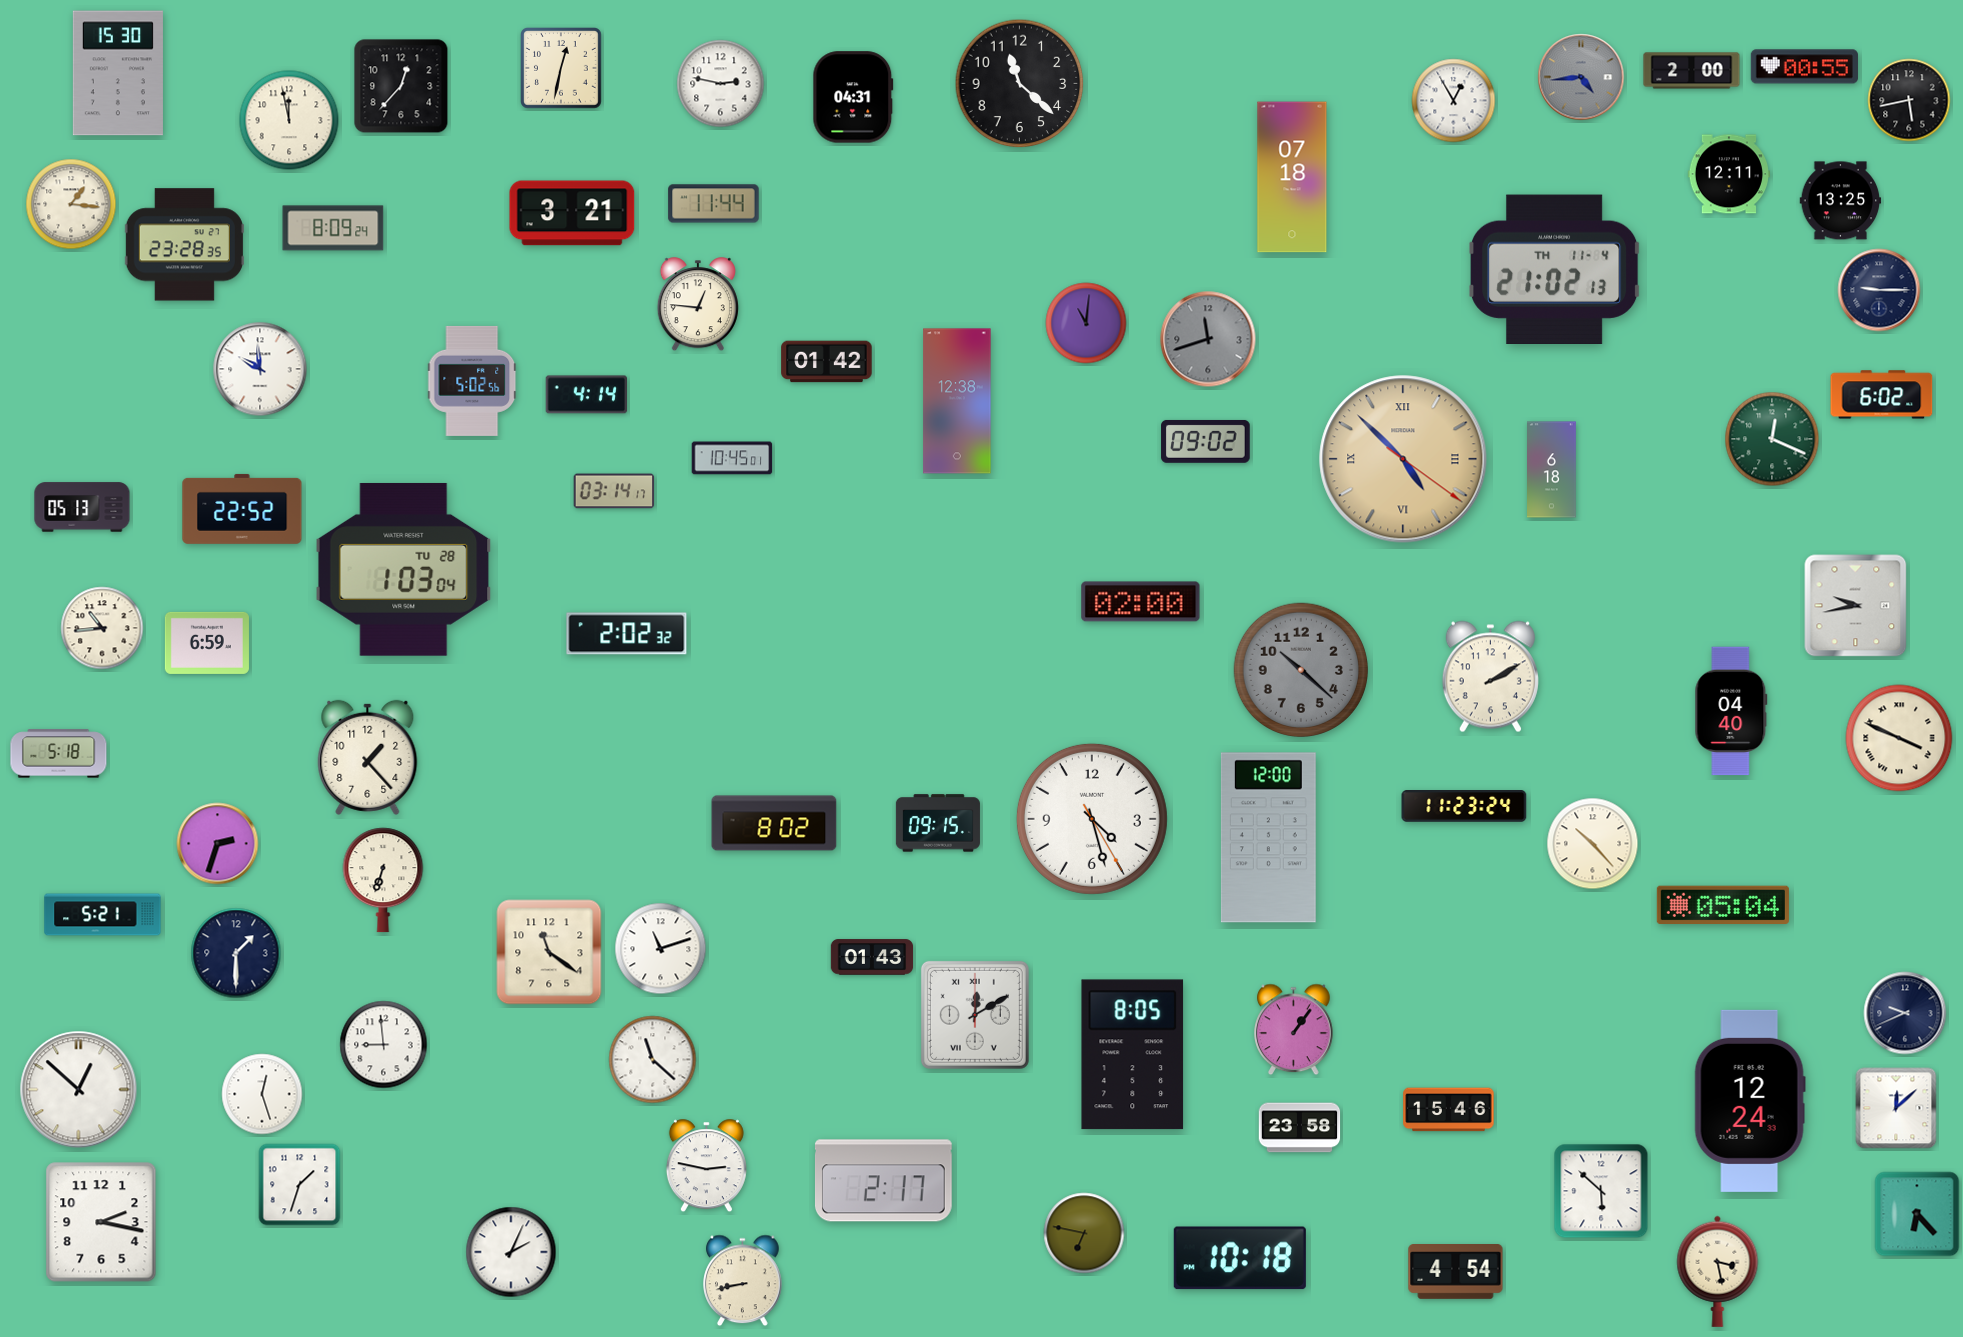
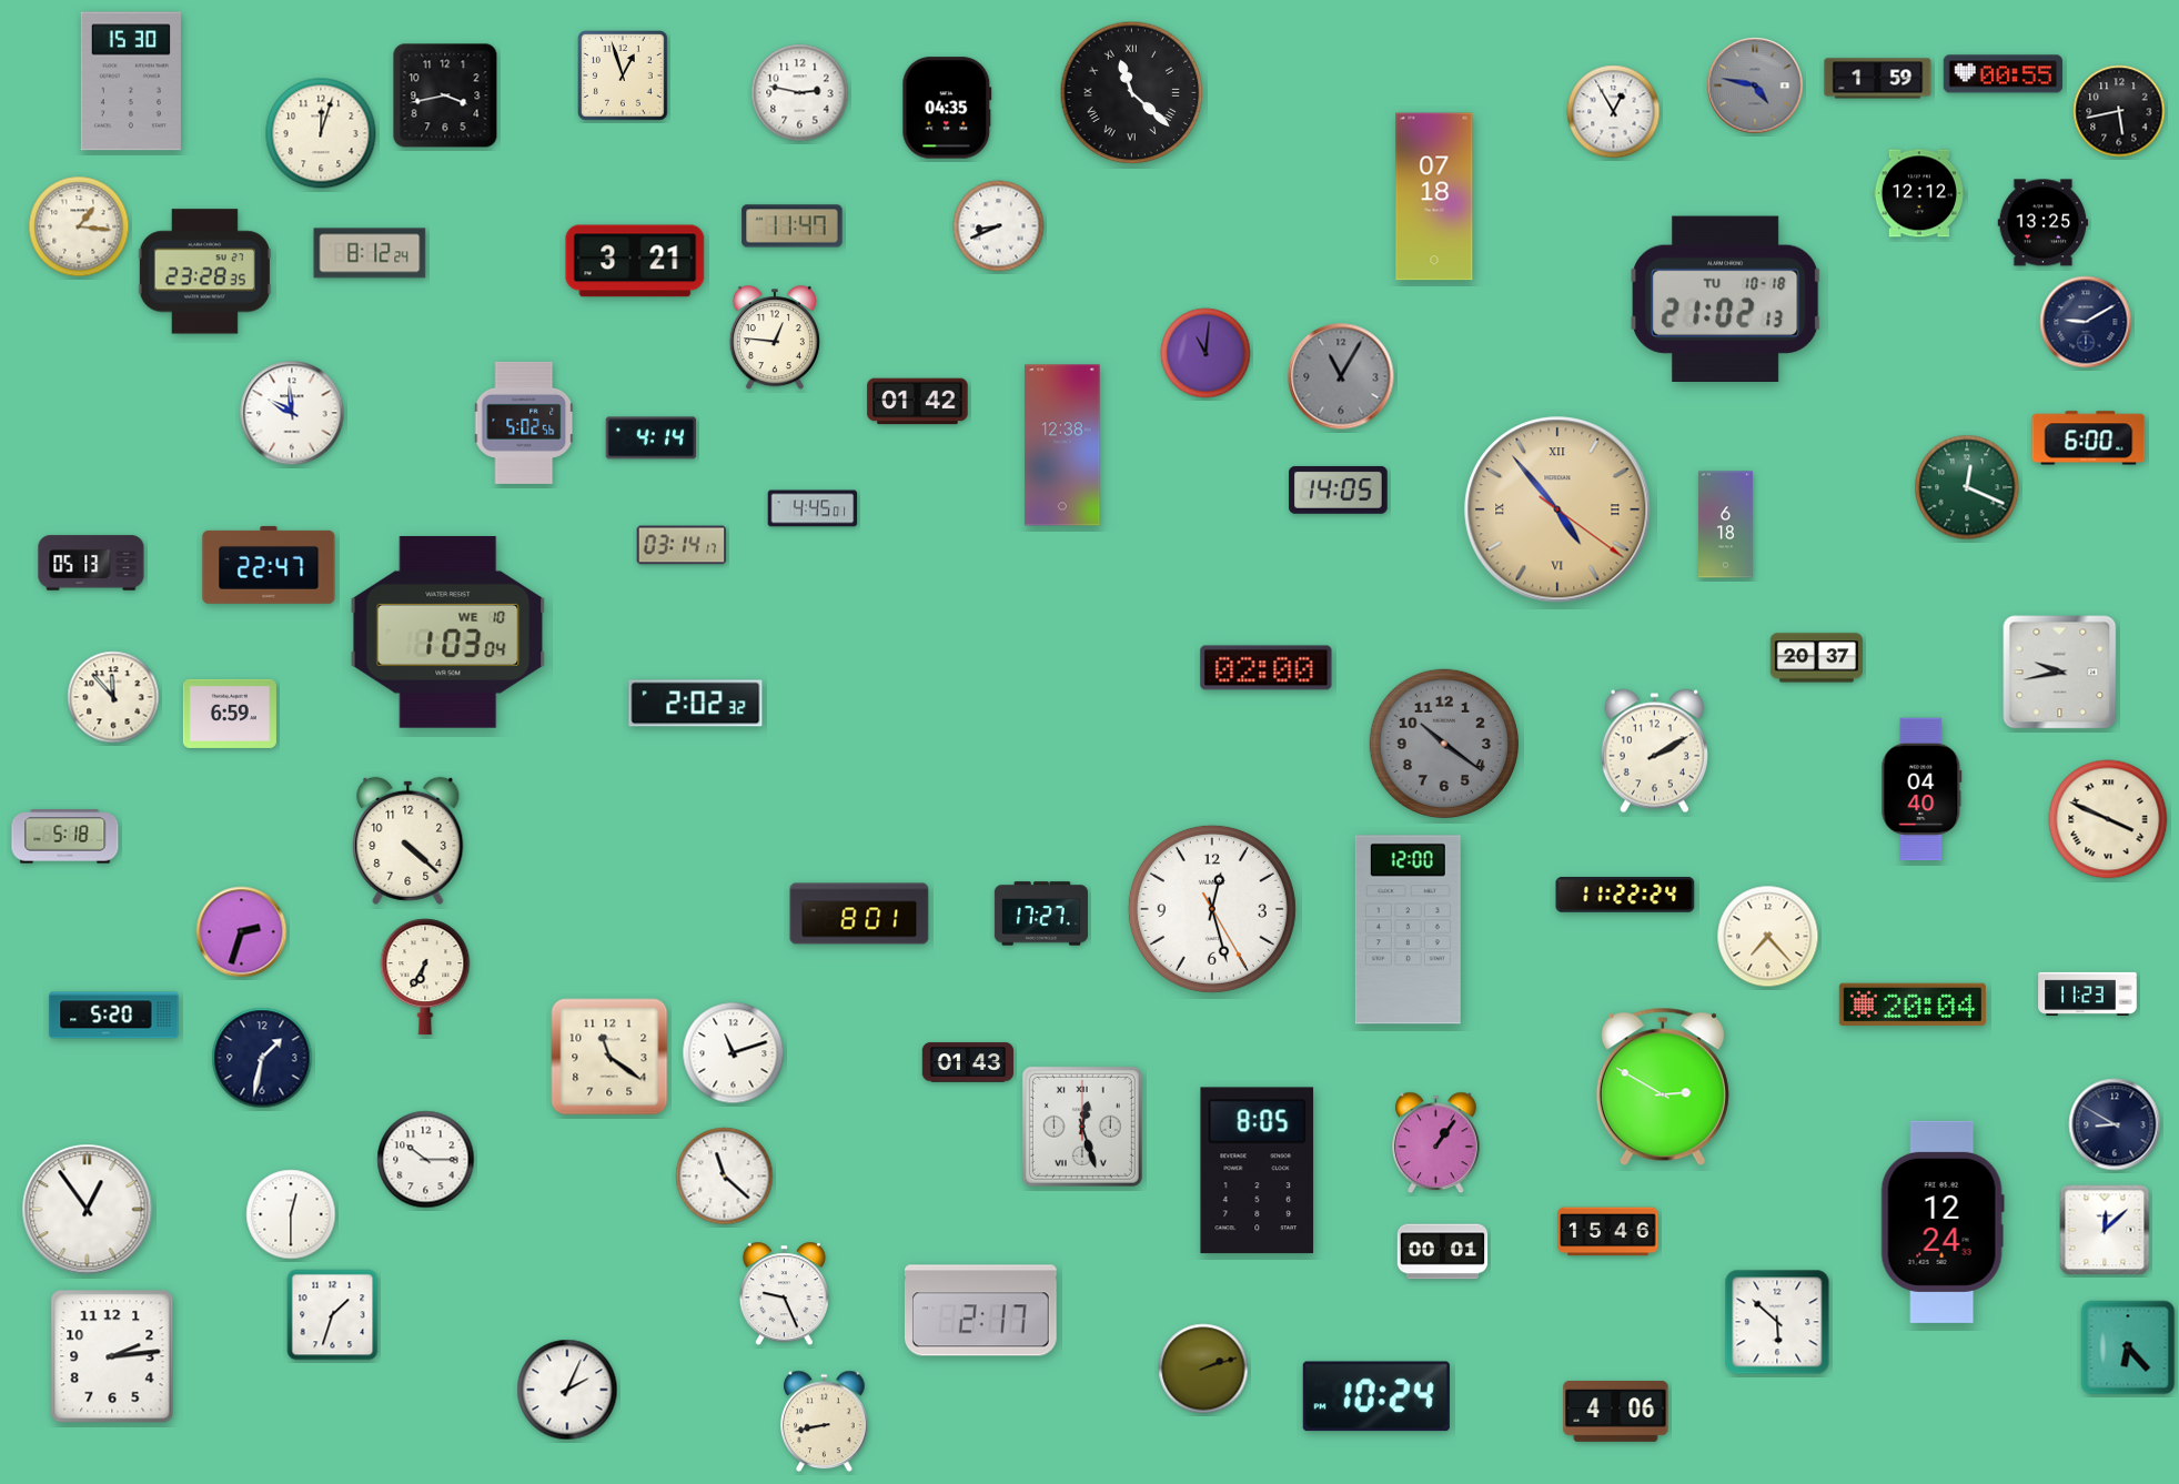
clock at (562, 69): 12:32 -> 12:57
clock at (1692, 71): 2:00 -> 1:59
clock at (1581, 77): 4:44 -> 4:47
clock at (1020, 84) numerals: Arabic -> Roman
clock at (401, 86): 12:37 -> 3:43
clock at (853, 97): 04:31 -> 04:35
clock at (289, 120): 11:58 -> 12:03
clock at (1728, 174): 12:11 -> 12:12
clock at (714, 204): 11:44 -> 11:47
clock at (999, 226): none -> 8:41
clock at (572, 213) position: (572, 213) -> (635, 261)
clock at (333, 228): 8:09 -> 8:12
clock at (1555, 269) date: TH 11-4 -> TU 10-18
clock at (1879, 290): 9:15 -> 9:10
clock at (1086, 323) position: (1086, 323) -> (1205, 353)
clock at (1208, 339): 11:42 -> 11:05
clock at (260, 369) position: (260, 369) -> (292, 413)
clock at (1882, 395): 6:02 -> 6:00
clock at (1206, 441): 09:02 -> 14:05
clock at (732, 458): 10:45 -> 4:45
clock at (1403, 459): 4:52 -> 4:53
clock at (1552, 470) position: (1552, 470) -> (1726, 525)
clock at (242, 509): 22:52 -> 22:47
clock at (404, 569) date: TU 28 -> WE 10
clock at (1816, 658): none -> 20:37
clock at (102, 628): 10:44 -> 11:53
clock at (1300, 669): 10:22 -> 10:21
clock at (368, 757): 1:23 -> 4:22
clock at (1464, 806): 11:23 -> 11:22
clock at (1092, 819): 4:27 -> 12:27
clock at (774, 823): 8:02 -> 8:01
clock at (938, 823): 09:15 -> 17:27
clock at (218, 844) position: (218, 844) -> (242, 932)
clock at (1593, 844): 10:23 -> 7:23
clock at (383, 880): 6:33 -> 6:35
clock at (2088, 993): none -> 11:23
clock at (1723, 905): 05:04 -> 20:04
clock at (103, 915): 5:21 -> 5:20
clock at (236, 953): 1:30 -> 1:32
clock at (1663, 1087): none -> 2:50
clock at (1905, 1013): 9:41 -> 8:50
clock at (975, 1015): 12:10 -> 12:27
clock at (384, 1045): 8:59 -> 10:15
clock at (79, 1090): 12:52 -> 12:54
clock at (262, 1094): 12:27 -> 12:30
clock at (1300, 1128): 23:58 -> 00:01
clock at (706, 1166): 2:47 -> 9:26
clock at (101, 1222): 2:17 -> 2:14
clock at (1084, 1233): 6:47 -> 2:12
clock at (1240, 1258): 10:18 -> 10:24
clock at (1718, 1271): 3:28 -> none
clock at (1456, 1272): 4:54 -> 4:06
